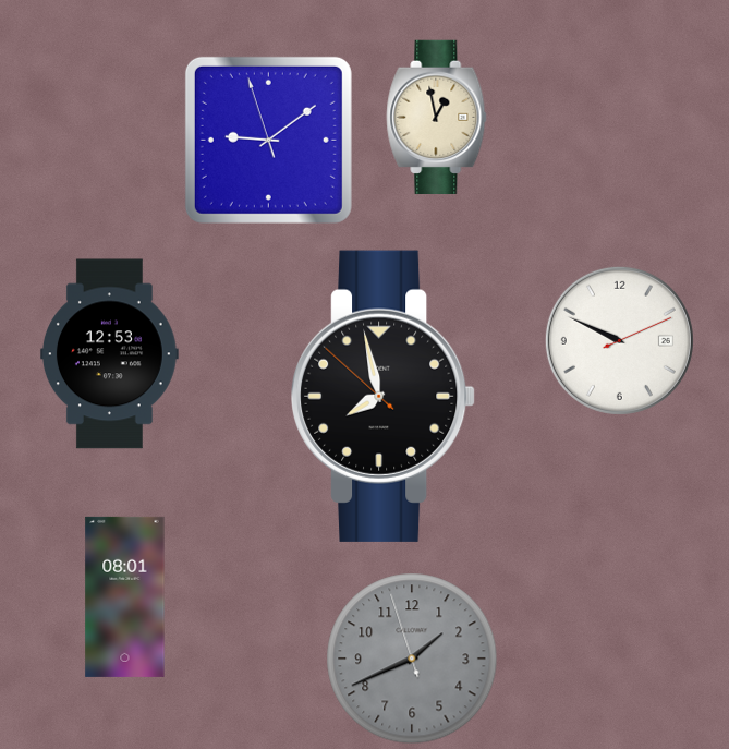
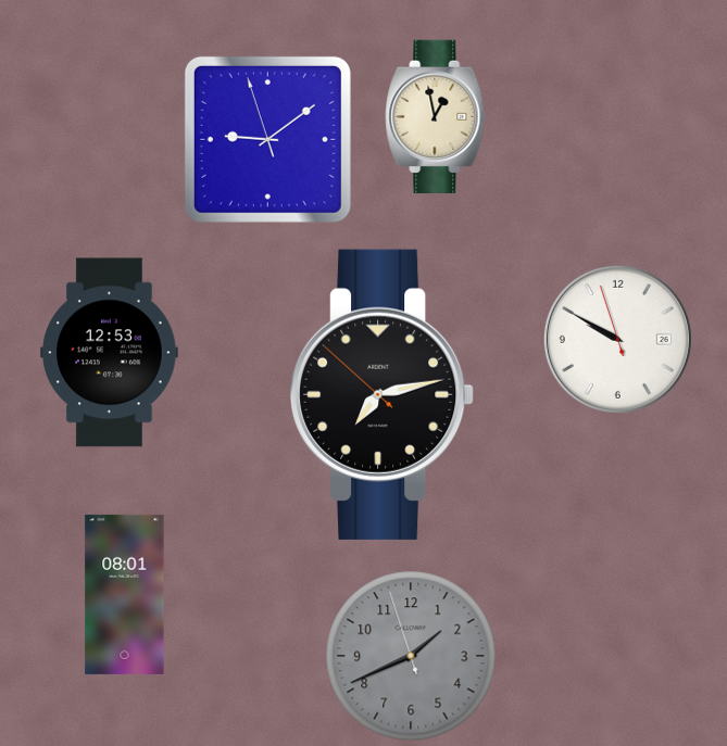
clock at (619, 340): 9:49:11 -> 9:49:57
clock at (385, 396): 7:57 -> 7:12
